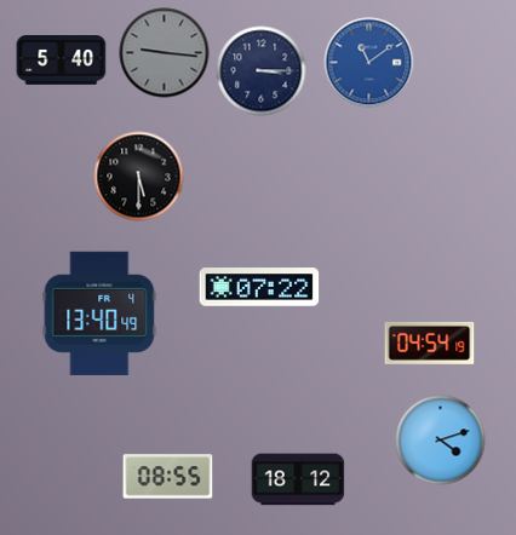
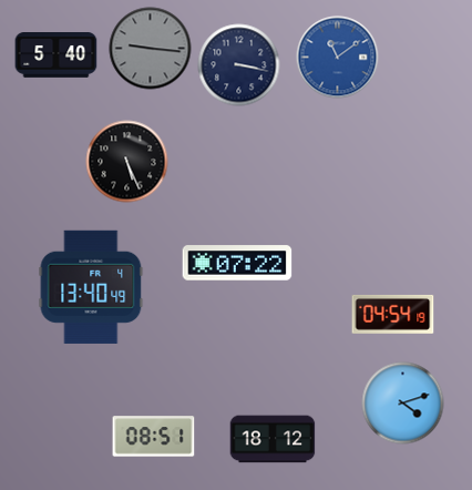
clock at (262, 71): 3:15 -> 3:17
clock at (139, 177): 5:30 -> 5:26
clock at (168, 477): 08:55 -> 08:51
